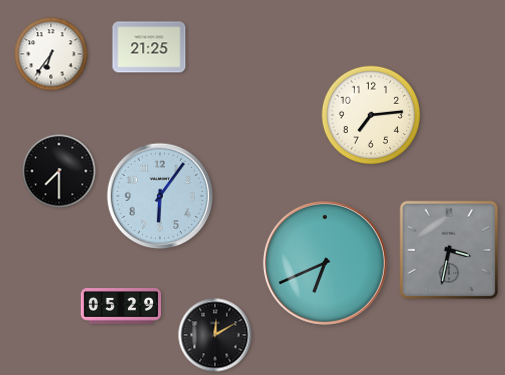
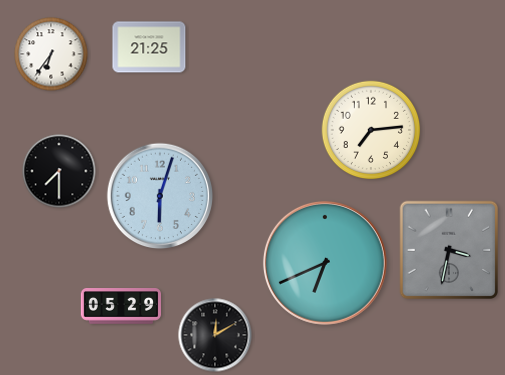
clock at (371, 115) position: (371, 115) -> (371, 130)
clock at (160, 196): 6:06 -> 6:03
